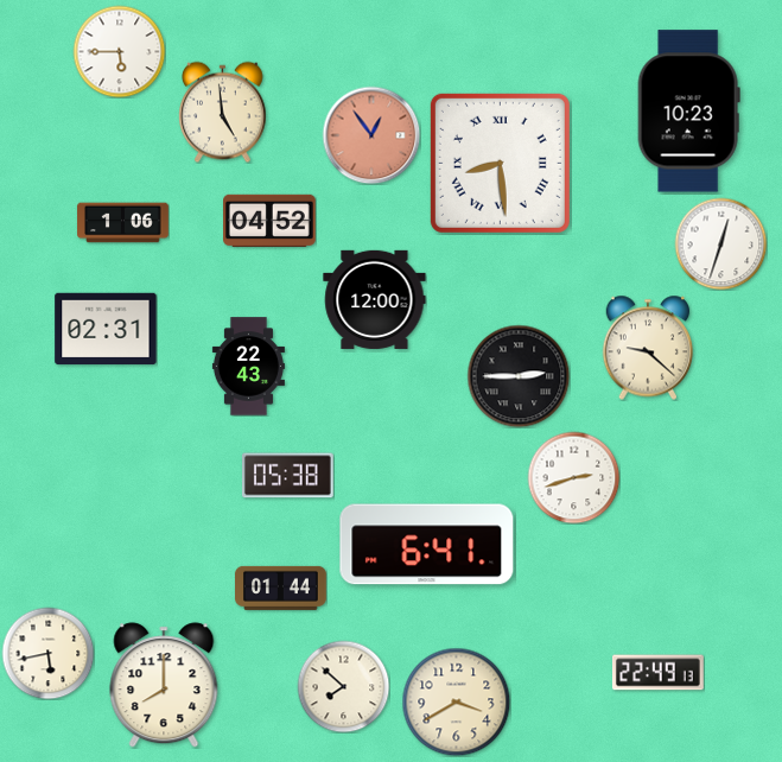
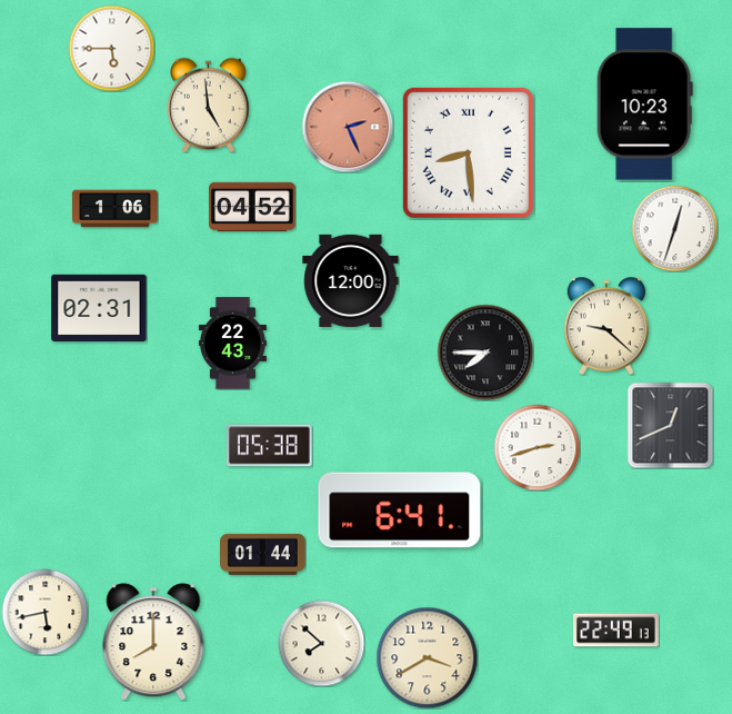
clock at (371, 135): 12:54 -> 2:26
clock at (519, 376): 2:45 -> 7:45
clock at (670, 425): none -> 12:41
clock at (281, 588) position: (281, 588) -> (263, 554)
